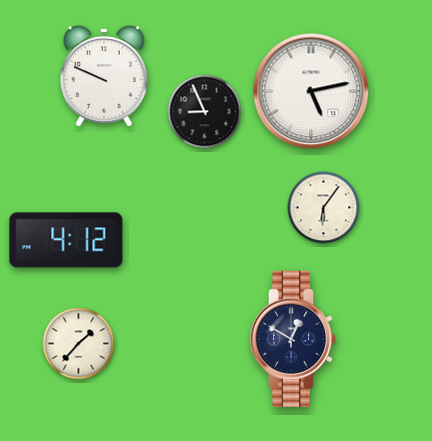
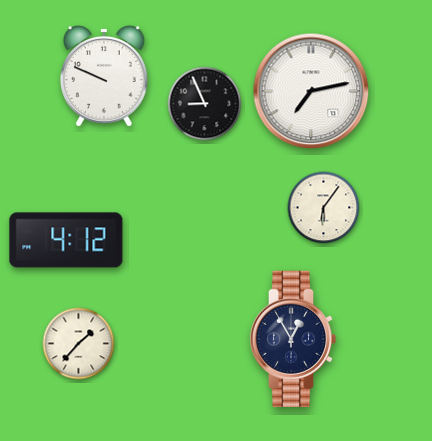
clock at (311, 91): 5:13 -> 7:13
clock at (205, 112) position: (205, 112) -> (205, 104)
clock at (293, 339): 12:50 -> 12:55
